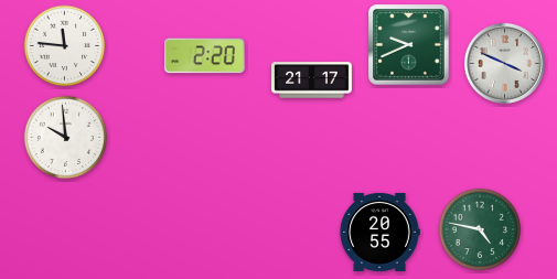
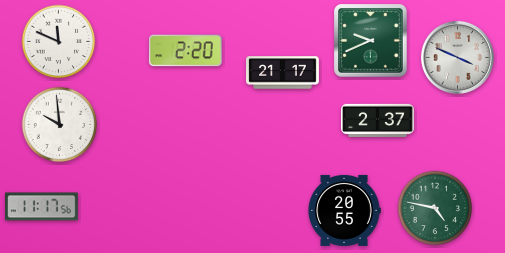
clock at (65, 46): 11:46 -> 11:49
clock at (378, 120): none -> 2:37
clock at (42, 207): none -> 11:17
